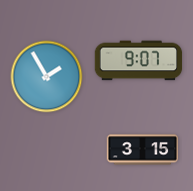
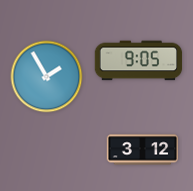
clock at (139, 61): 9:07 -> 9:05
clock at (143, 150): 3:15 -> 3:12
